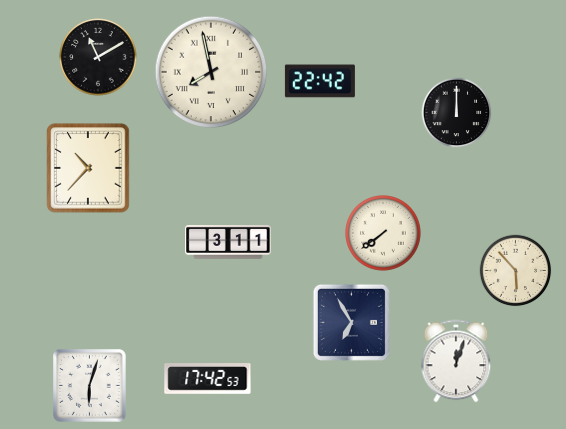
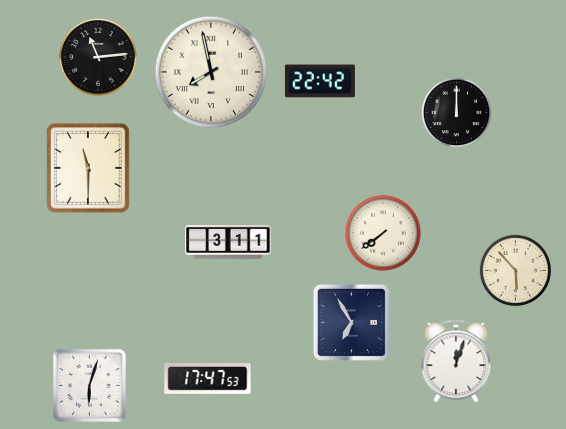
clock at (98, 57): 11:10 -> 11:14
clock at (88, 168): 10:37 -> 11:30
clock at (208, 379): 17:42 -> 17:47
